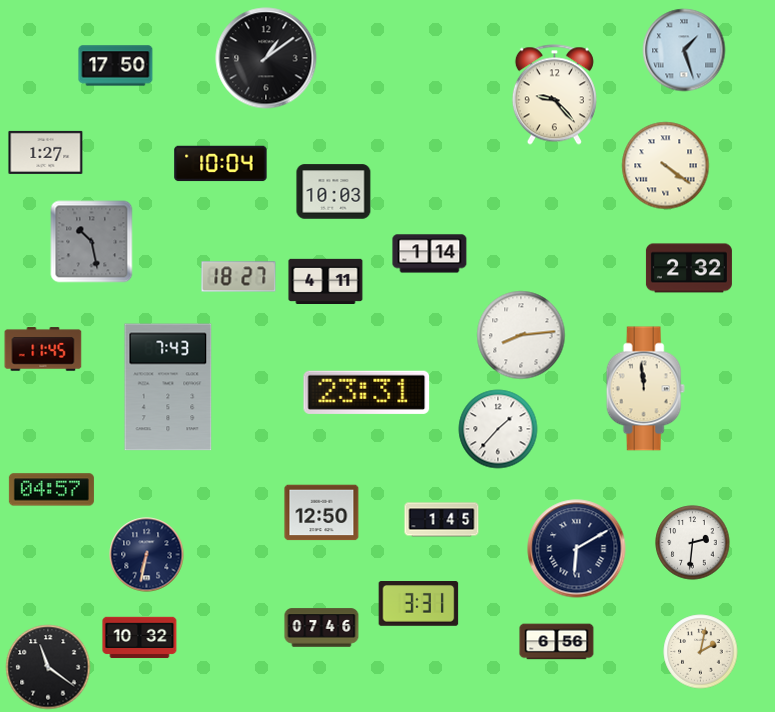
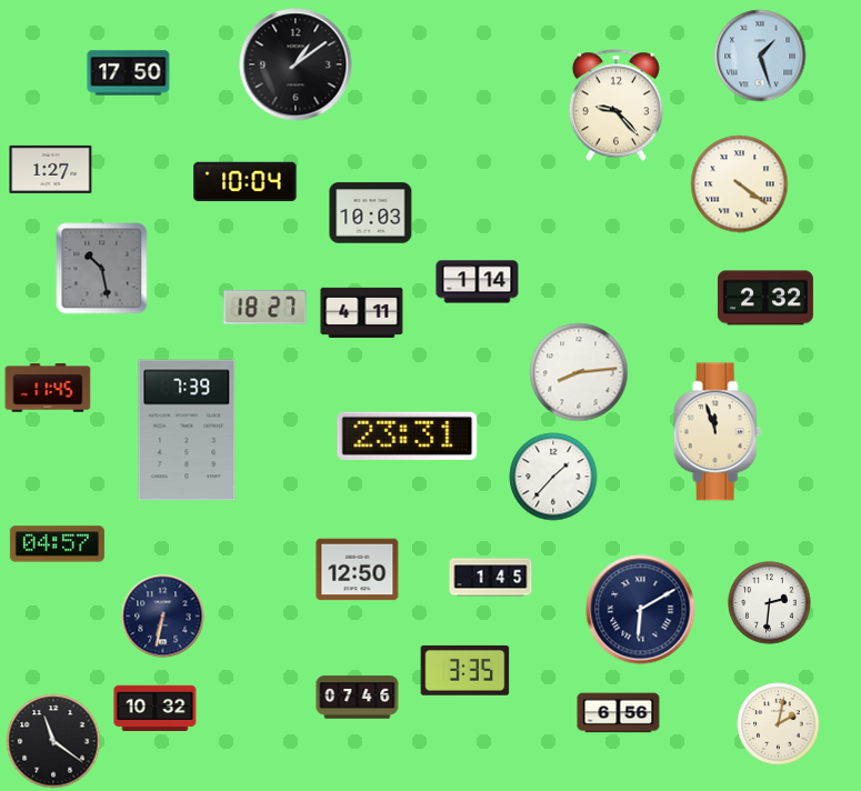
clock at (168, 387): 7:43 -> 7:39
clock at (645, 389): 11:59 -> 11:57
clock at (419, 604): 3:31 -> 3:35
